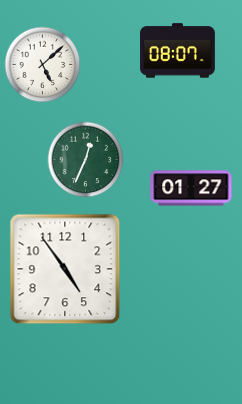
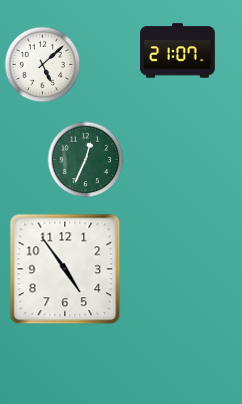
clock at (178, 51): 08:07 -> 21:07
clock at (191, 188): 01:27 -> none
